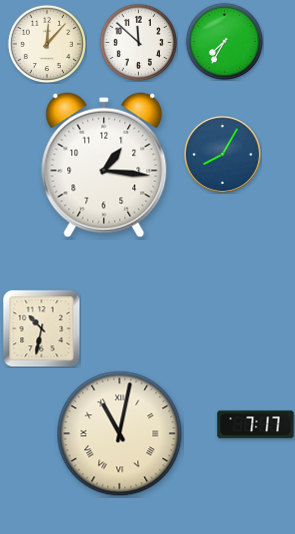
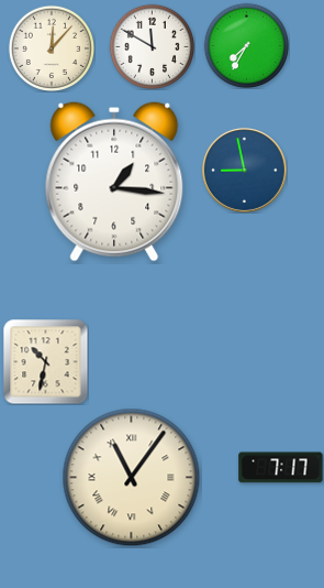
clock at (138, 42): 11:52 -> 11:50
clock at (222, 154): 8:05 -> 8:58
clock at (120, 434): 11:02 -> 11:06
